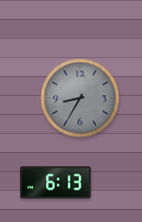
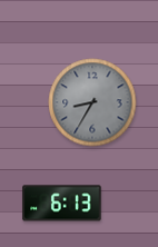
clock at (80, 98) position: (80, 98) -> (92, 102)
